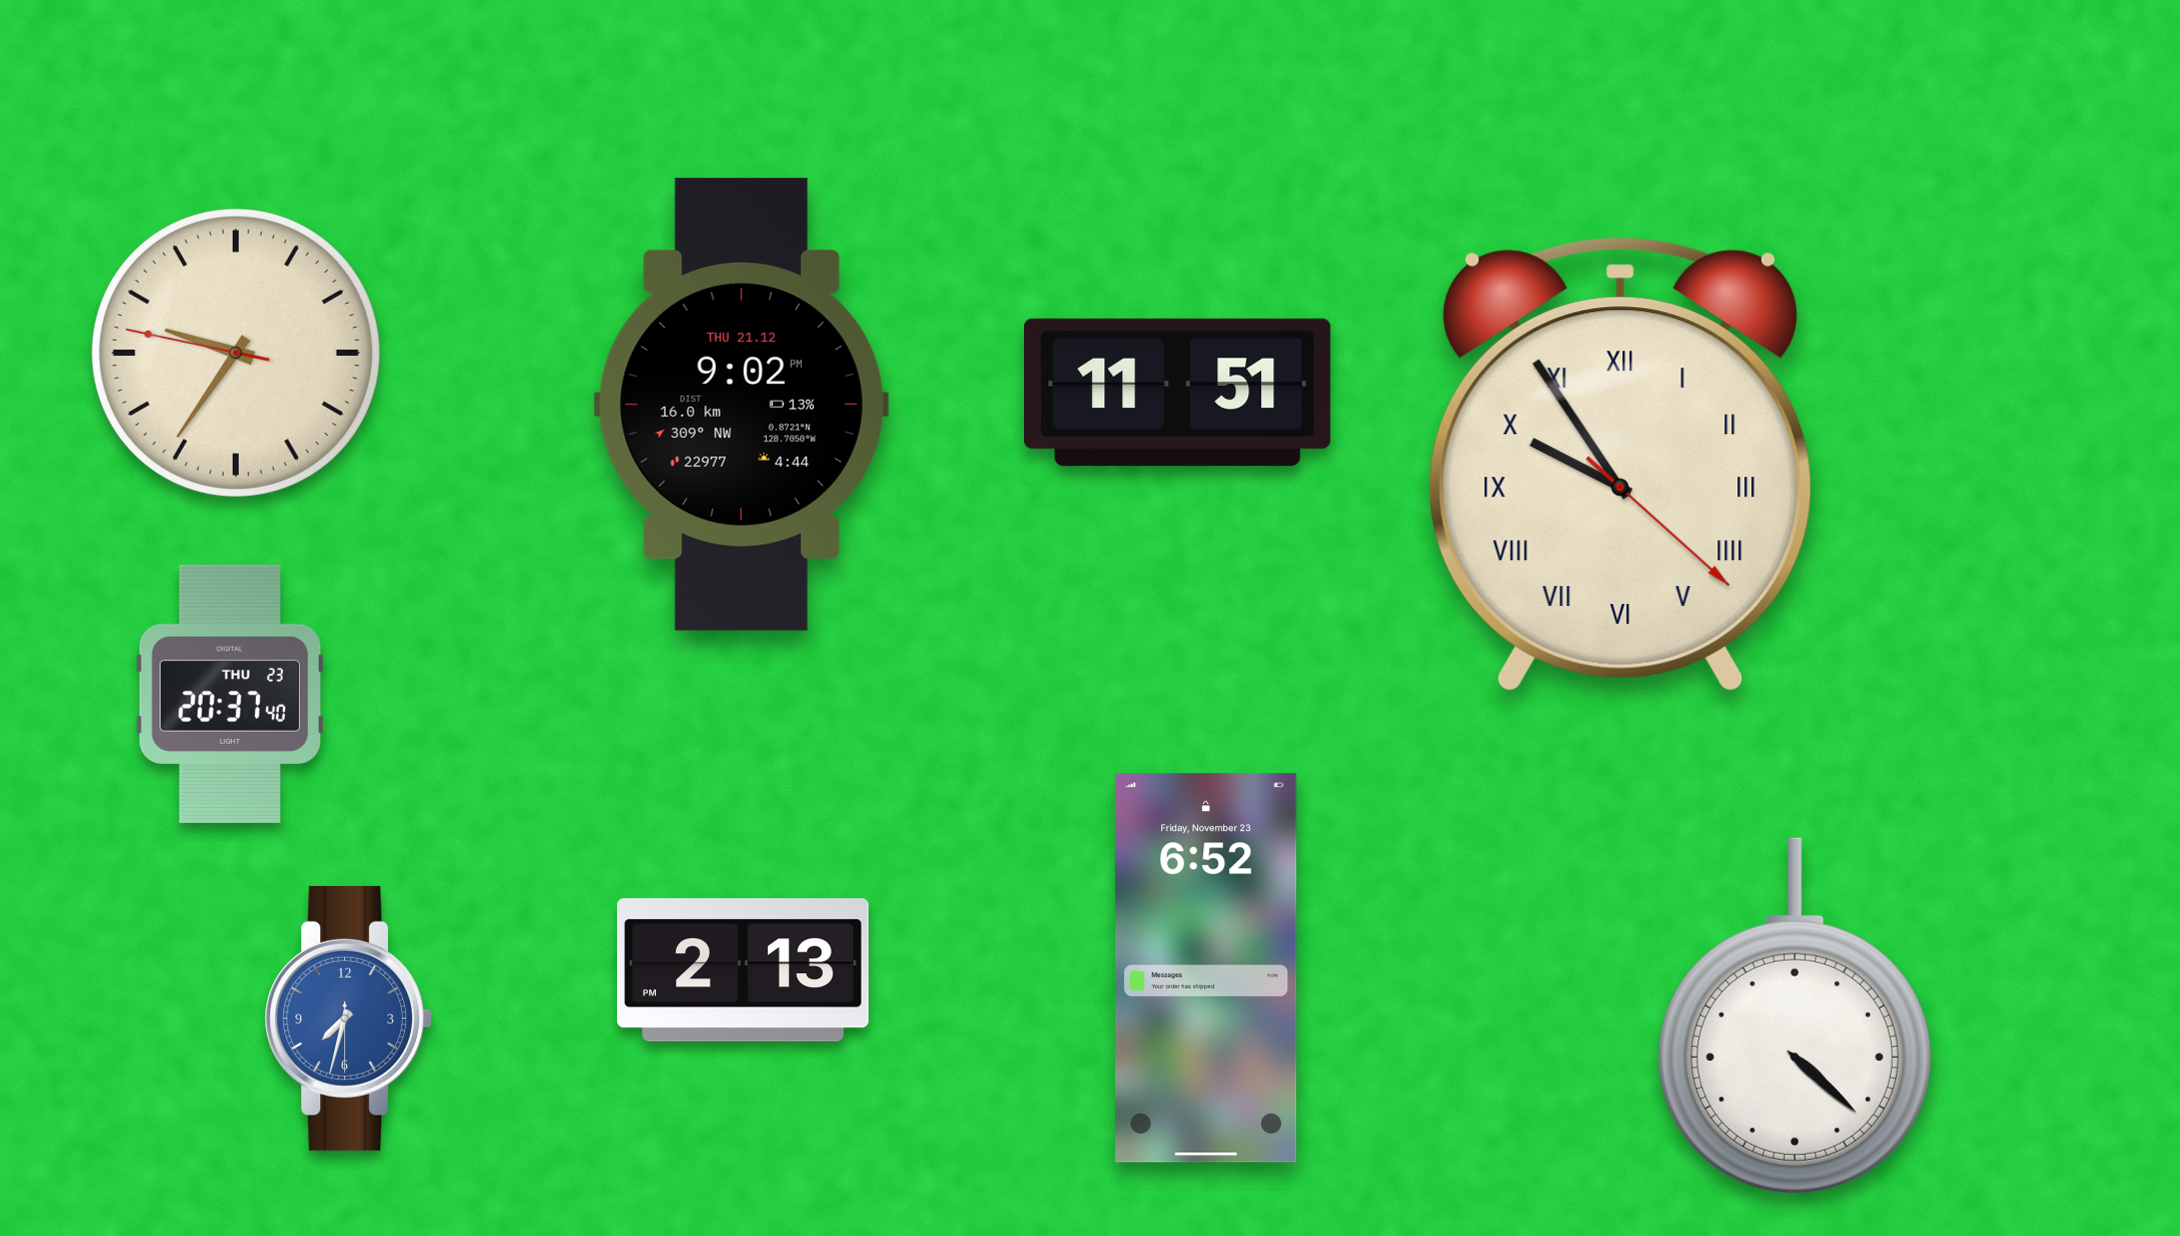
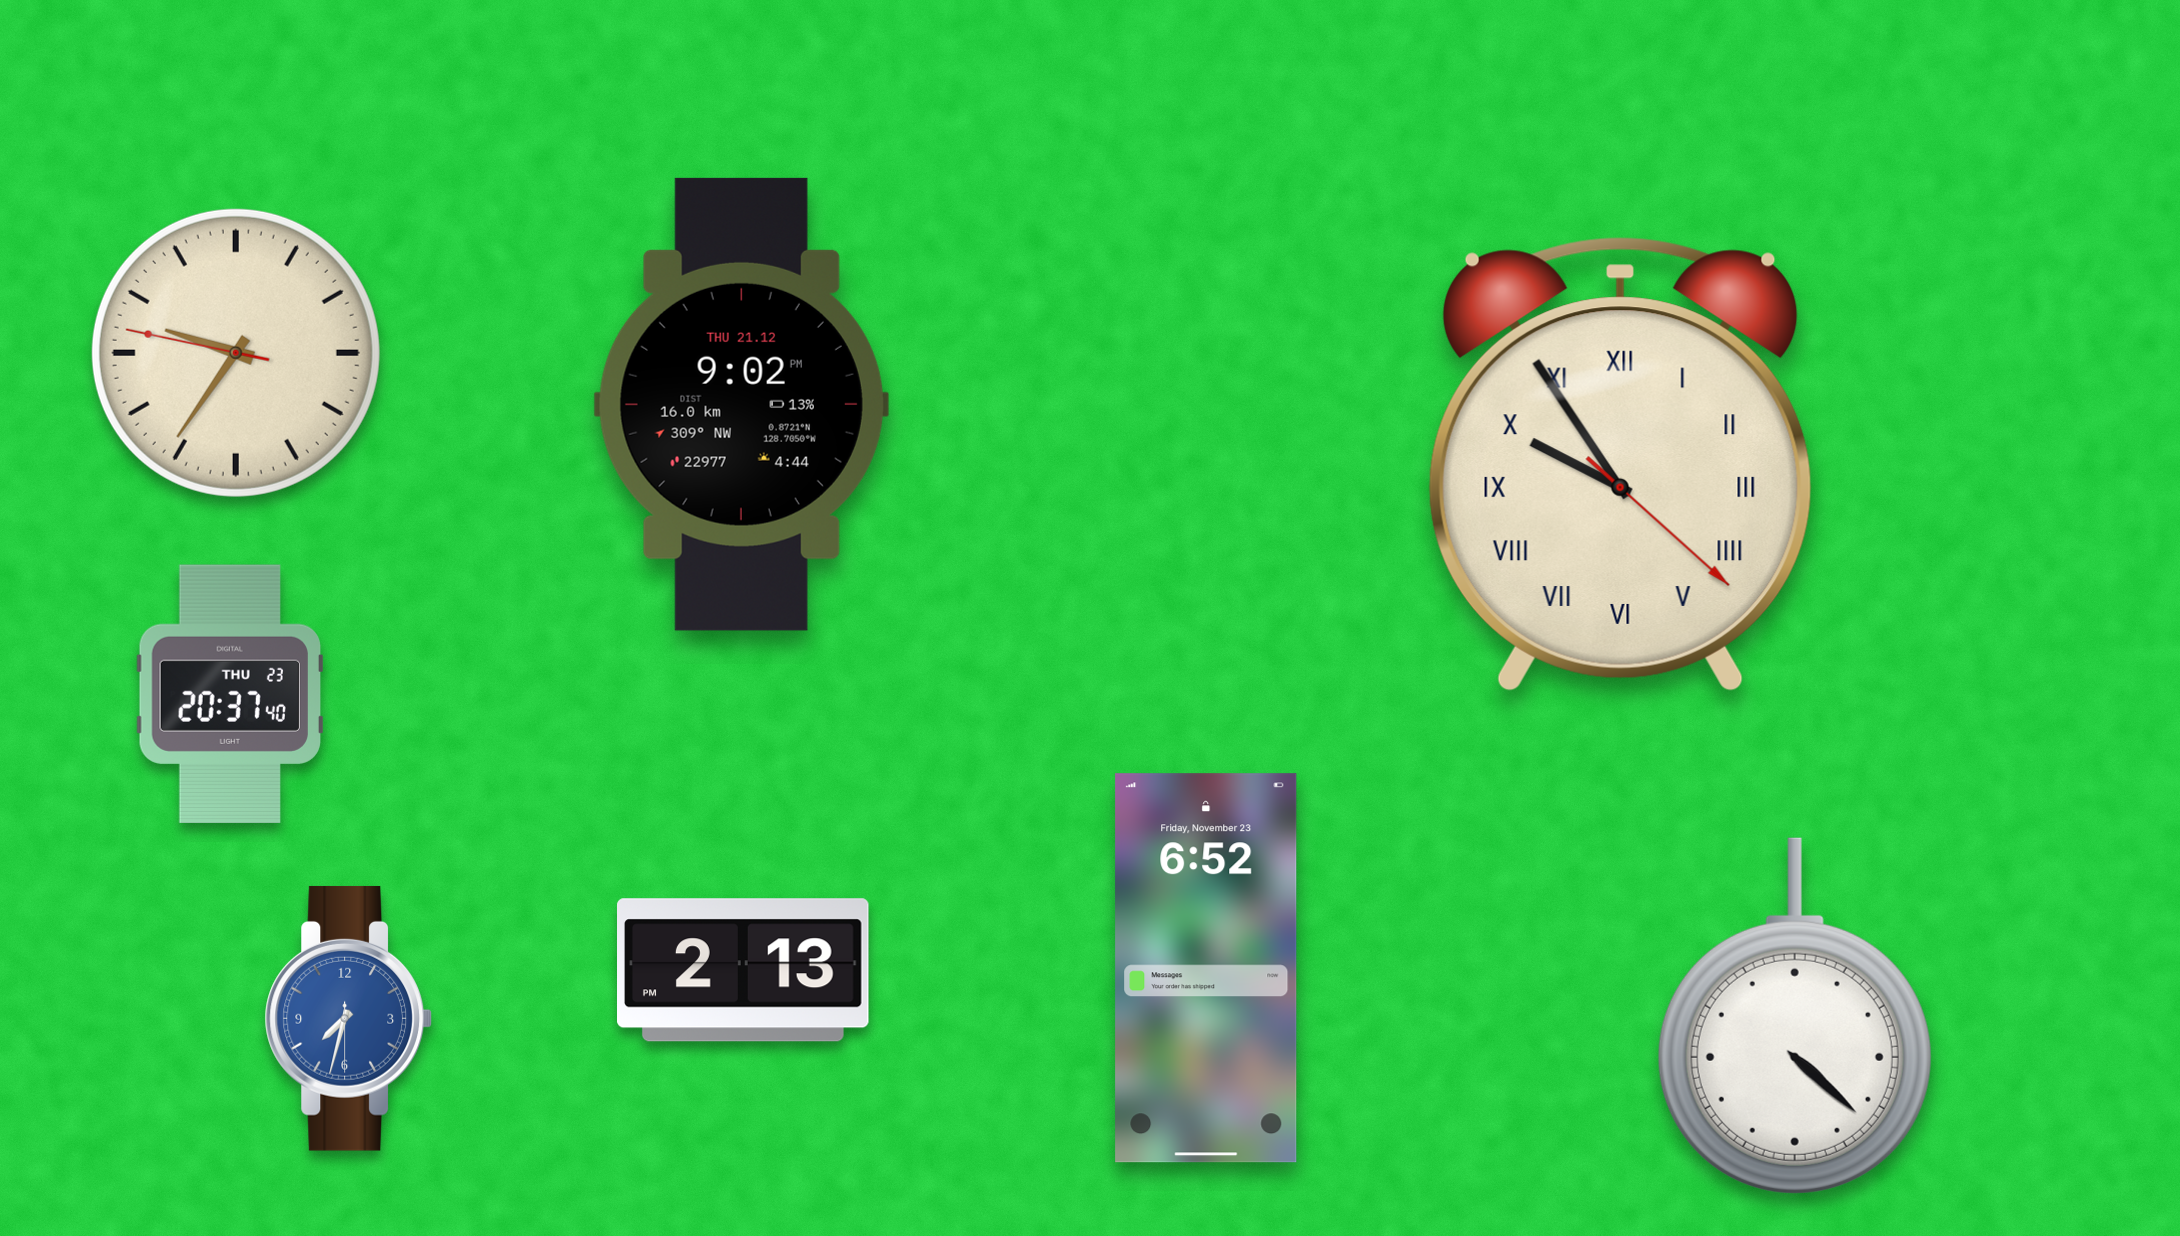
clock at (1178, 392): 11:51 -> none
